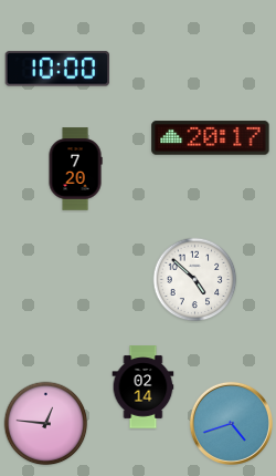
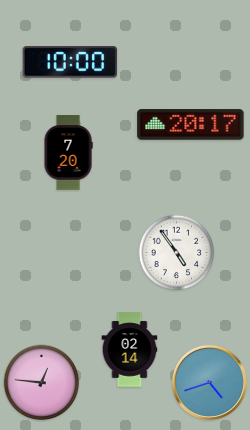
clock at (57, 69) position: (57, 69) -> (70, 62)
clock at (195, 280): 4:52 -> 4:54
